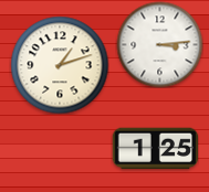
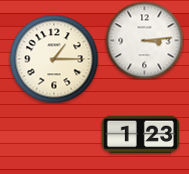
clock at (60, 65): 1:12 -> 1:15
clock at (155, 149): 1:25 -> 1:23
